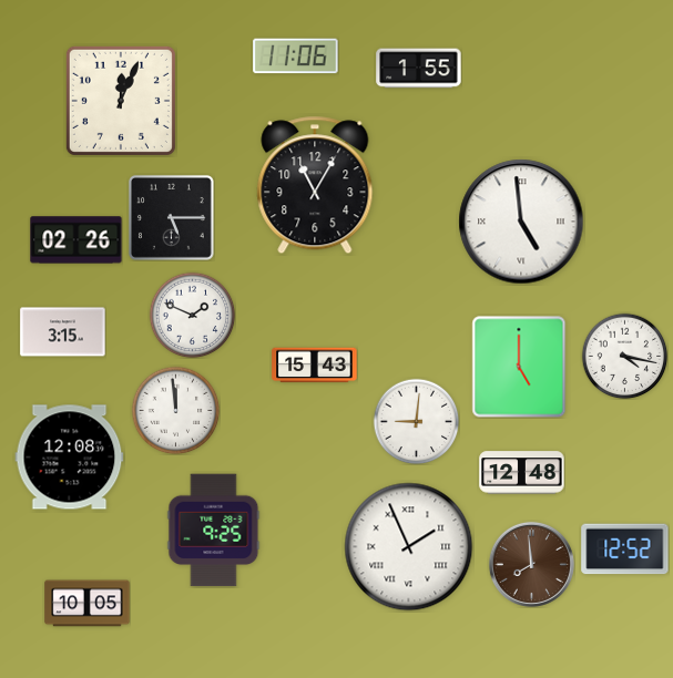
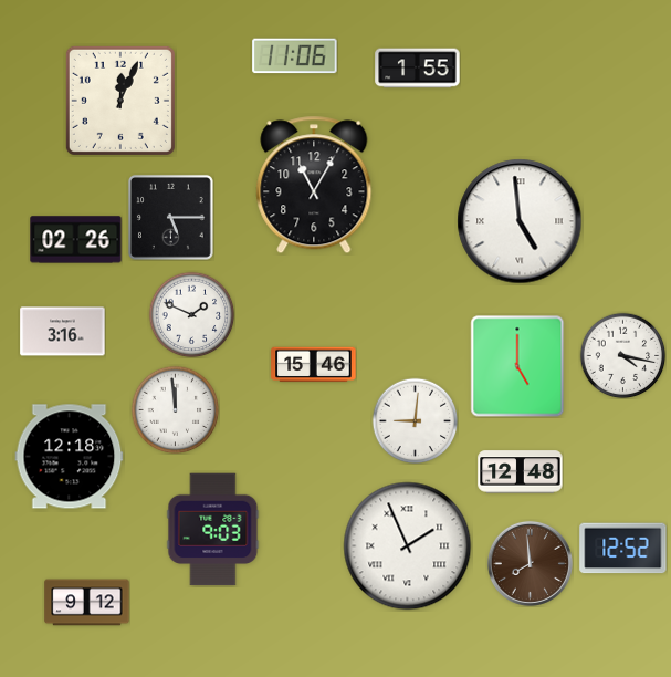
clock at (63, 332): 3:15 -> 3:16
clock at (315, 366): 15:43 -> 15:46
clock at (70, 458): 12:08 -> 12:18
clock at (214, 531): 9:25 -> 9:03
clock at (88, 604): 10:05 -> 9:12
